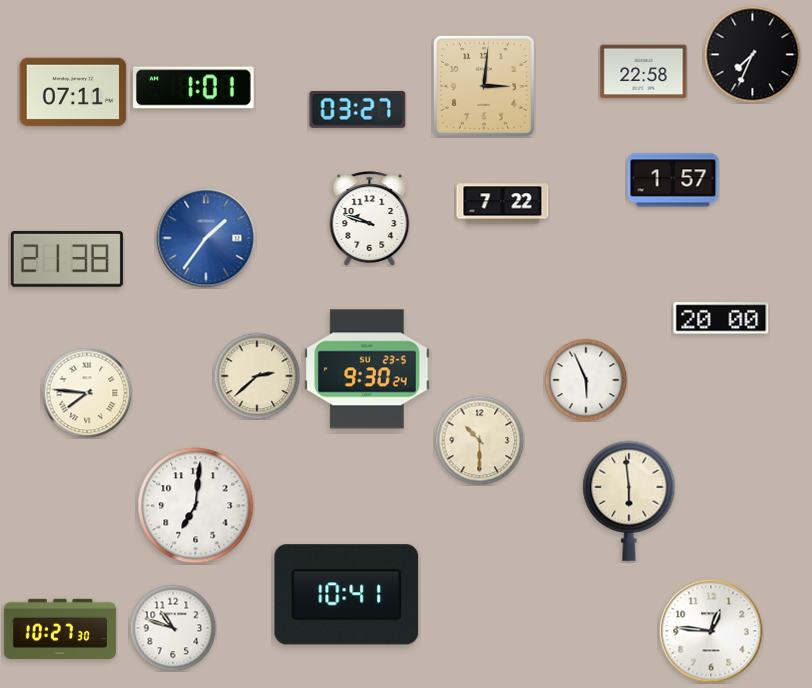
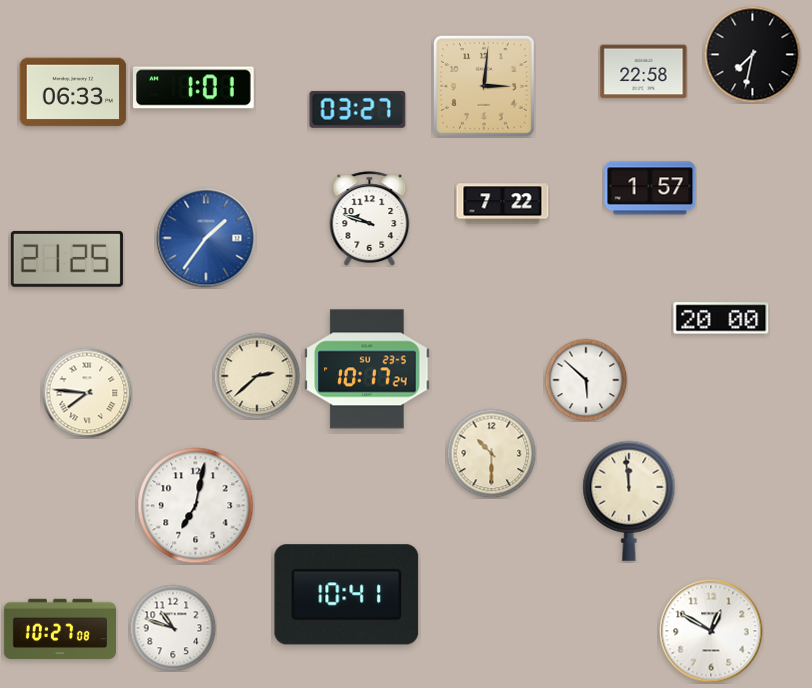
clock at (752, 54): 7:34 -> 7:32
clock at (73, 92): 07:11 -> 06:33
clock at (673, 180) position: (673, 180) -> (650, 188)
clock at (67, 259): 21:38 -> 21:25
clock at (367, 369): 9:30 -> 10:17
clock at (586, 380): 5:56 -> 5:52
clock at (479, 440) position: (479, 440) -> (491, 453)
clock at (629, 501): 5:59 -> 11:59
clock at (196, 506): 7:01 -> 7:02
clock at (60, 629): 10:27:30 -> 10:27:08
clock at (711, 631): 12:46 -> 12:50
